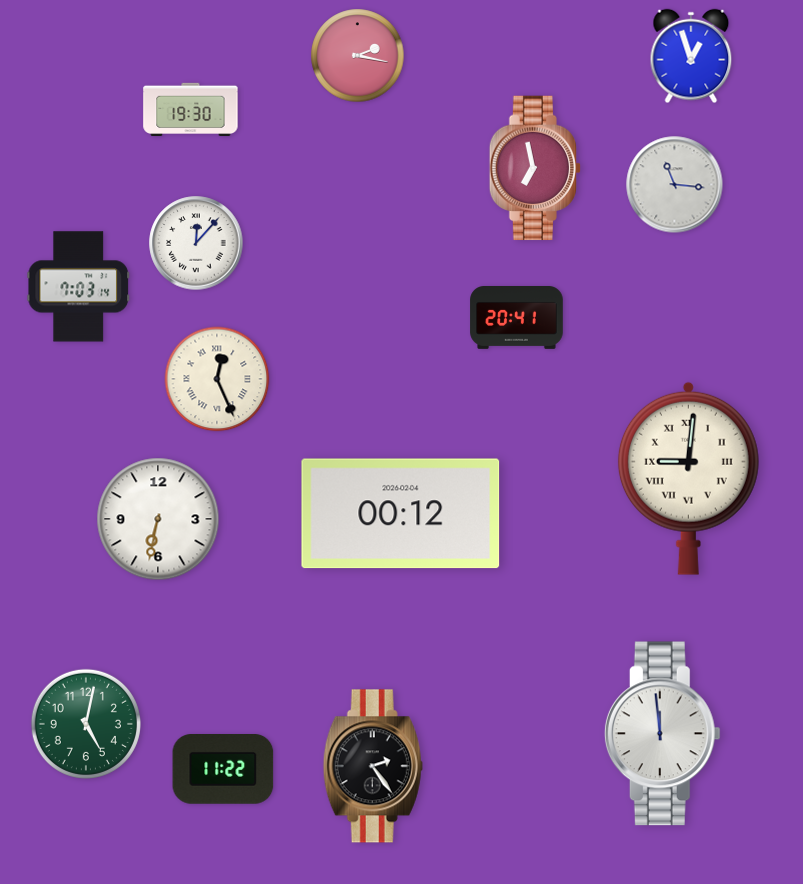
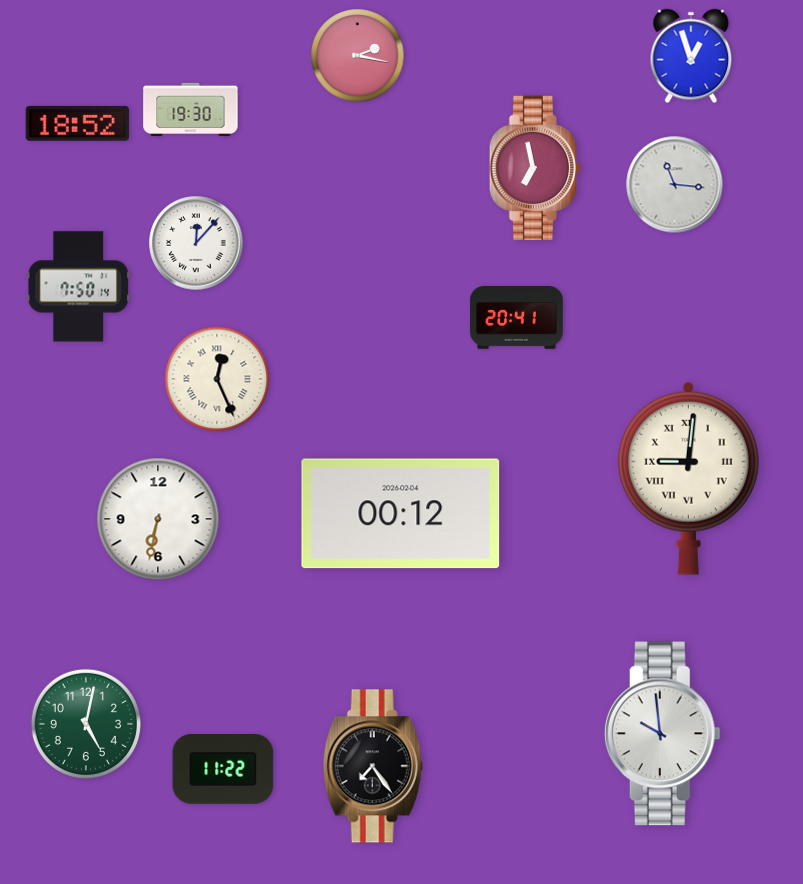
clock at (77, 123): none -> 18:52
clock at (79, 287): 7:03 -> 7:50
clock at (662, 734): 11:59 -> 9:59
clock at (373, 766): 2:24 -> 7:24
